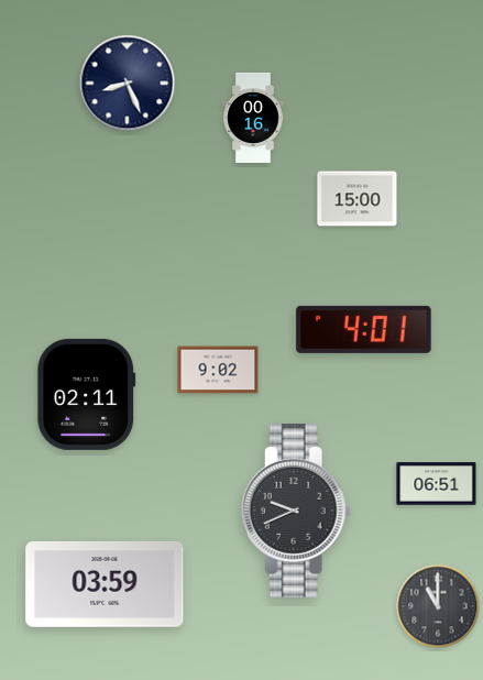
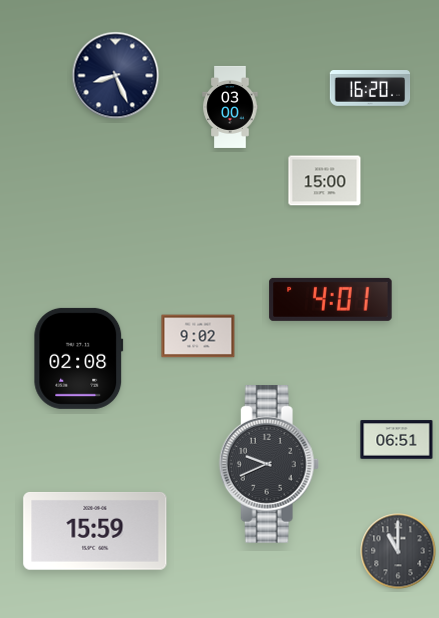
clock at (370, 89): none -> 16:20
clock at (253, 118): 00:16 -> 03:00
clock at (87, 394): 02:11 -> 02:08
clock at (105, 584): 03:59 -> 15:59
